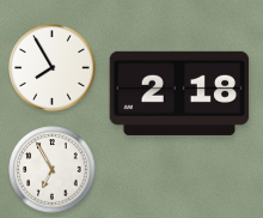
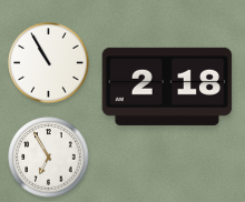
clock at (53, 68): 7:55 -> 10:55
